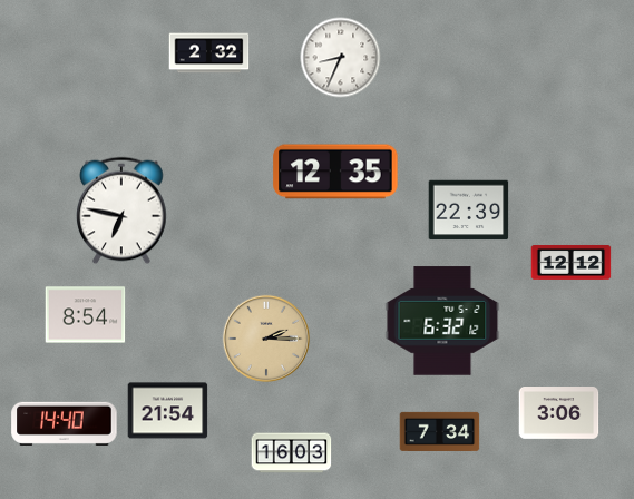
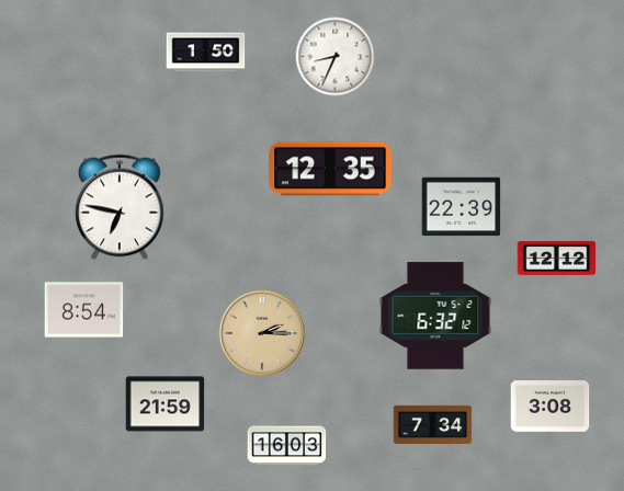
clock at (209, 53): 2:32 -> 1:50
clock at (572, 262) position: (572, 262) -> (557, 258)
clock at (168, 411): 21:54 -> 21:59
clock at (559, 413): 3:06 -> 3:08
clock at (65, 423): 14:40 -> none
